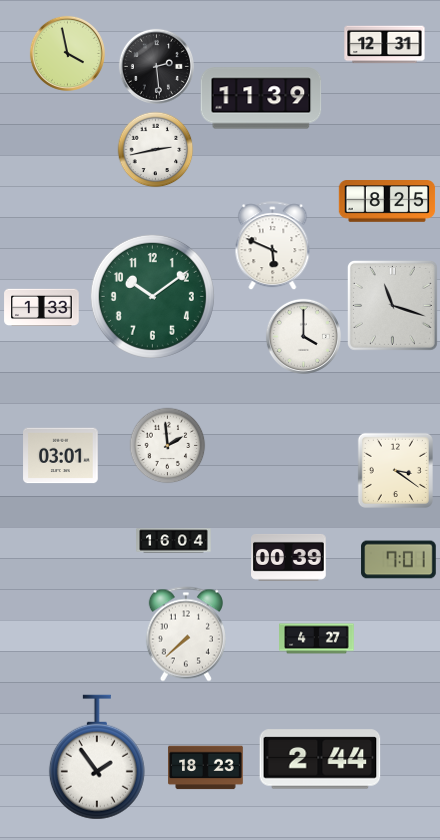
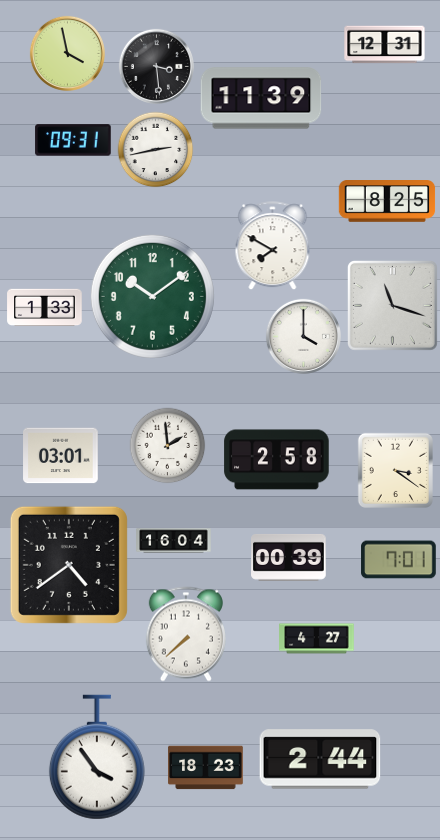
clock at (156, 66): 2:29 -> 3:29
clock at (73, 140): none -> 09:31
clock at (273, 246): 5:49 -> 7:50
clock at (42, 308) position: (42, 308) -> (45, 308)
clock at (277, 460): none -> 2:58
clock at (69, 565): none -> 4:39
clock at (97, 757): 1:54 -> 3:54
